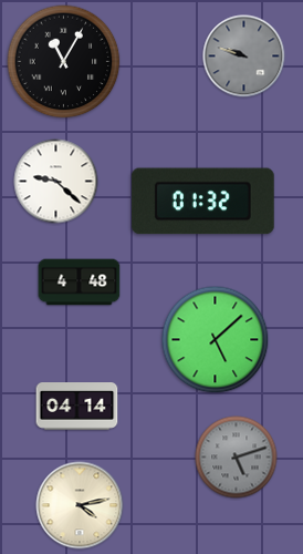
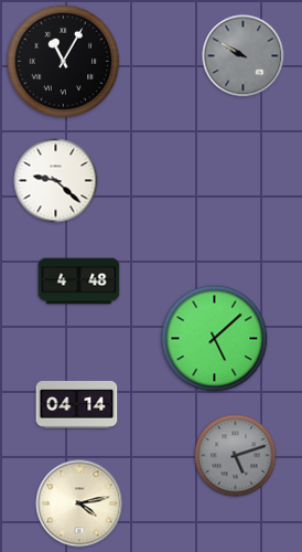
clock at (244, 57): 9:48 -> 9:50
clock at (202, 202): 01:32 -> none
